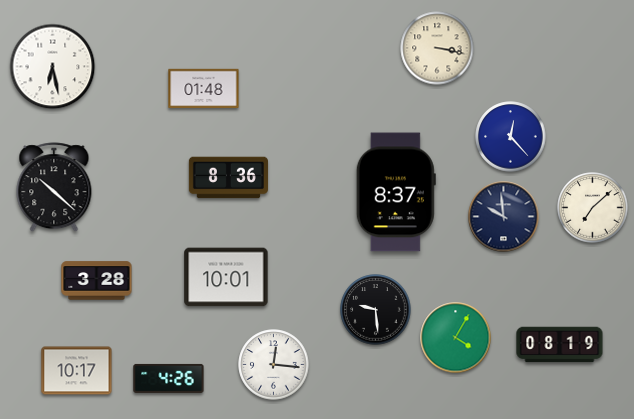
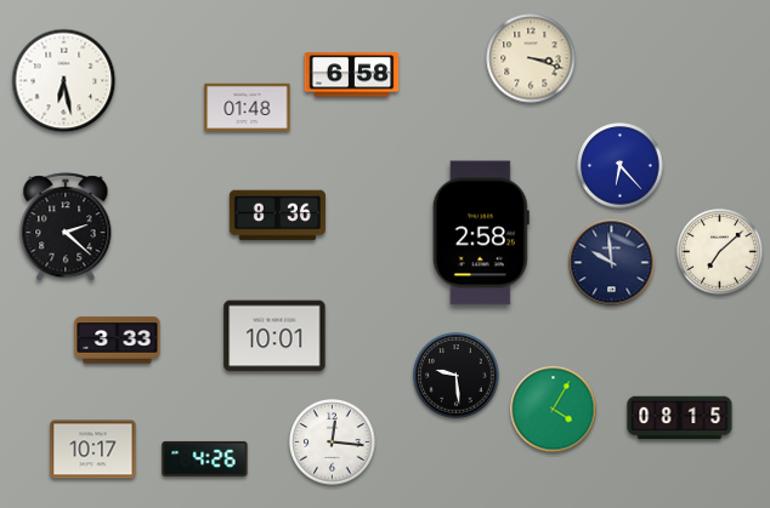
clock at (437, 48): 3:17 -> 3:18
clock at (352, 75): none -> 6:58
clock at (511, 137): 12:23 -> 6:23
clock at (54, 188): 10:22 -> 2:22
clock at (396, 192): 8:37 -> 2:58
clock at (97, 281): 3:28 -> 3:33
clock at (560, 345): 08:19 -> 08:15
